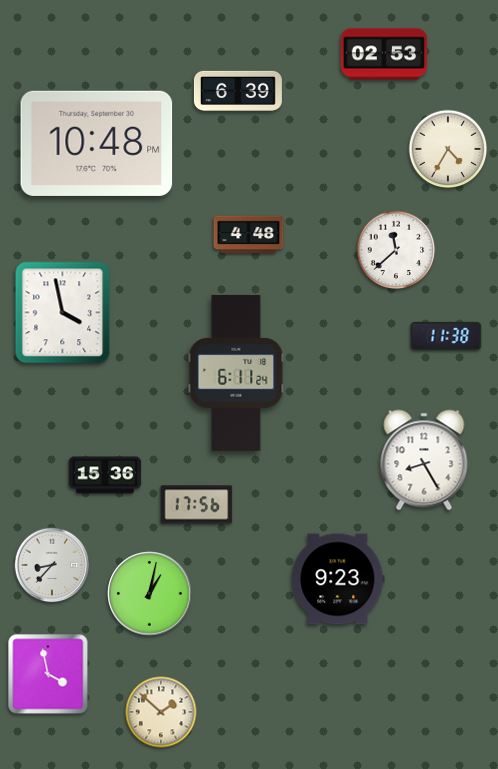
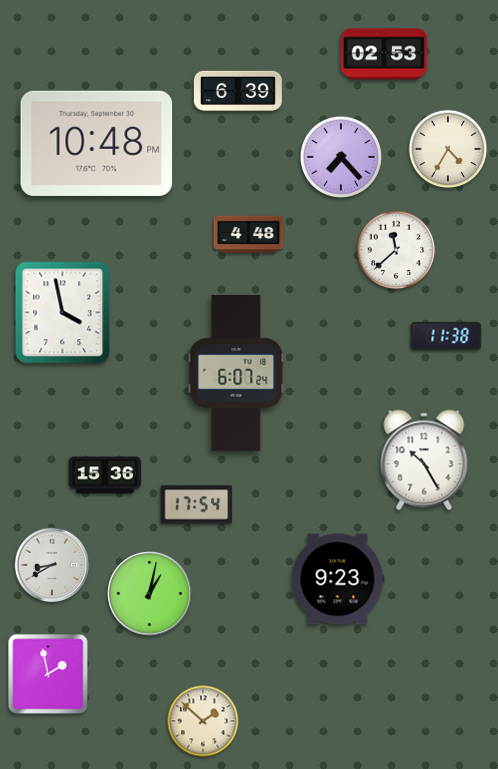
clock at (341, 157): none -> 7:23
clock at (236, 373): 6:11 -> 6:07
clock at (424, 460): 8:25 -> 10:25
clock at (197, 505): 17:56 -> 17:54
clock at (52, 565): 8:37 -> 8:40
clock at (48, 674): 3:58 -> 1:58
clock at (161, 712) position: (161, 712) -> (203, 721)
